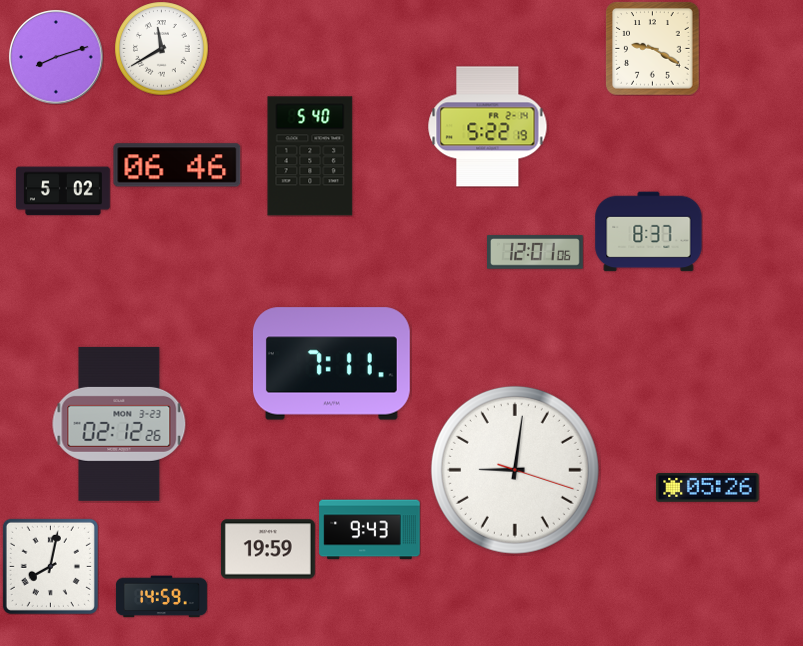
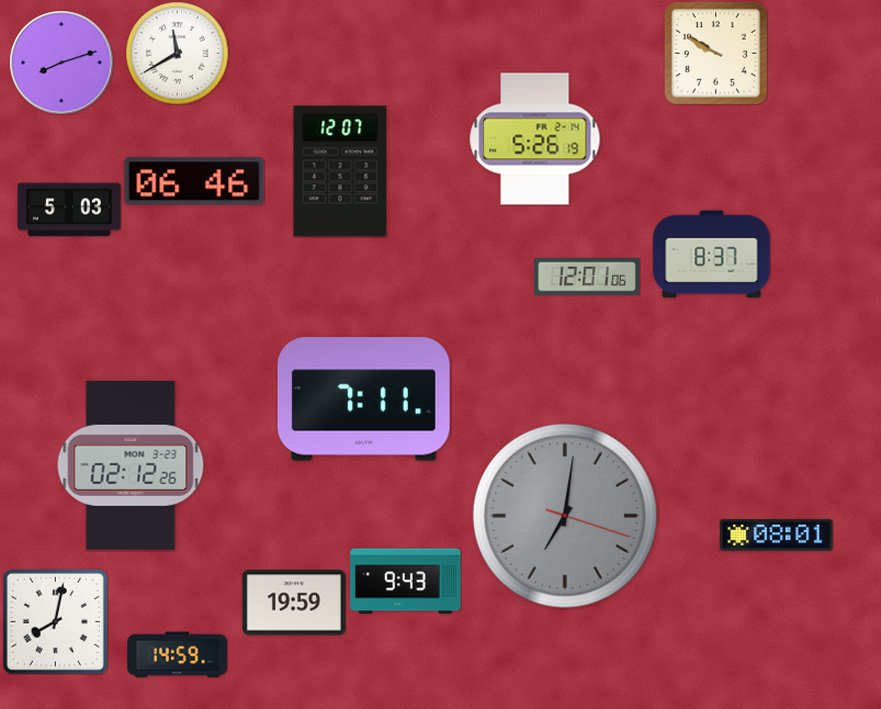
clock at (652, 48): 9:20 -> 9:50
clock at (488, 127): 5:22 -> 5:26
clock at (310, 156): 5:40 -> 12:07
clock at (63, 191): 5:02 -> 5:03
clock at (515, 470): 9:01 -> 7:01
clock at (515, 470) dial: white -> grey
clock at (708, 488): 05:26 -> 08:01
